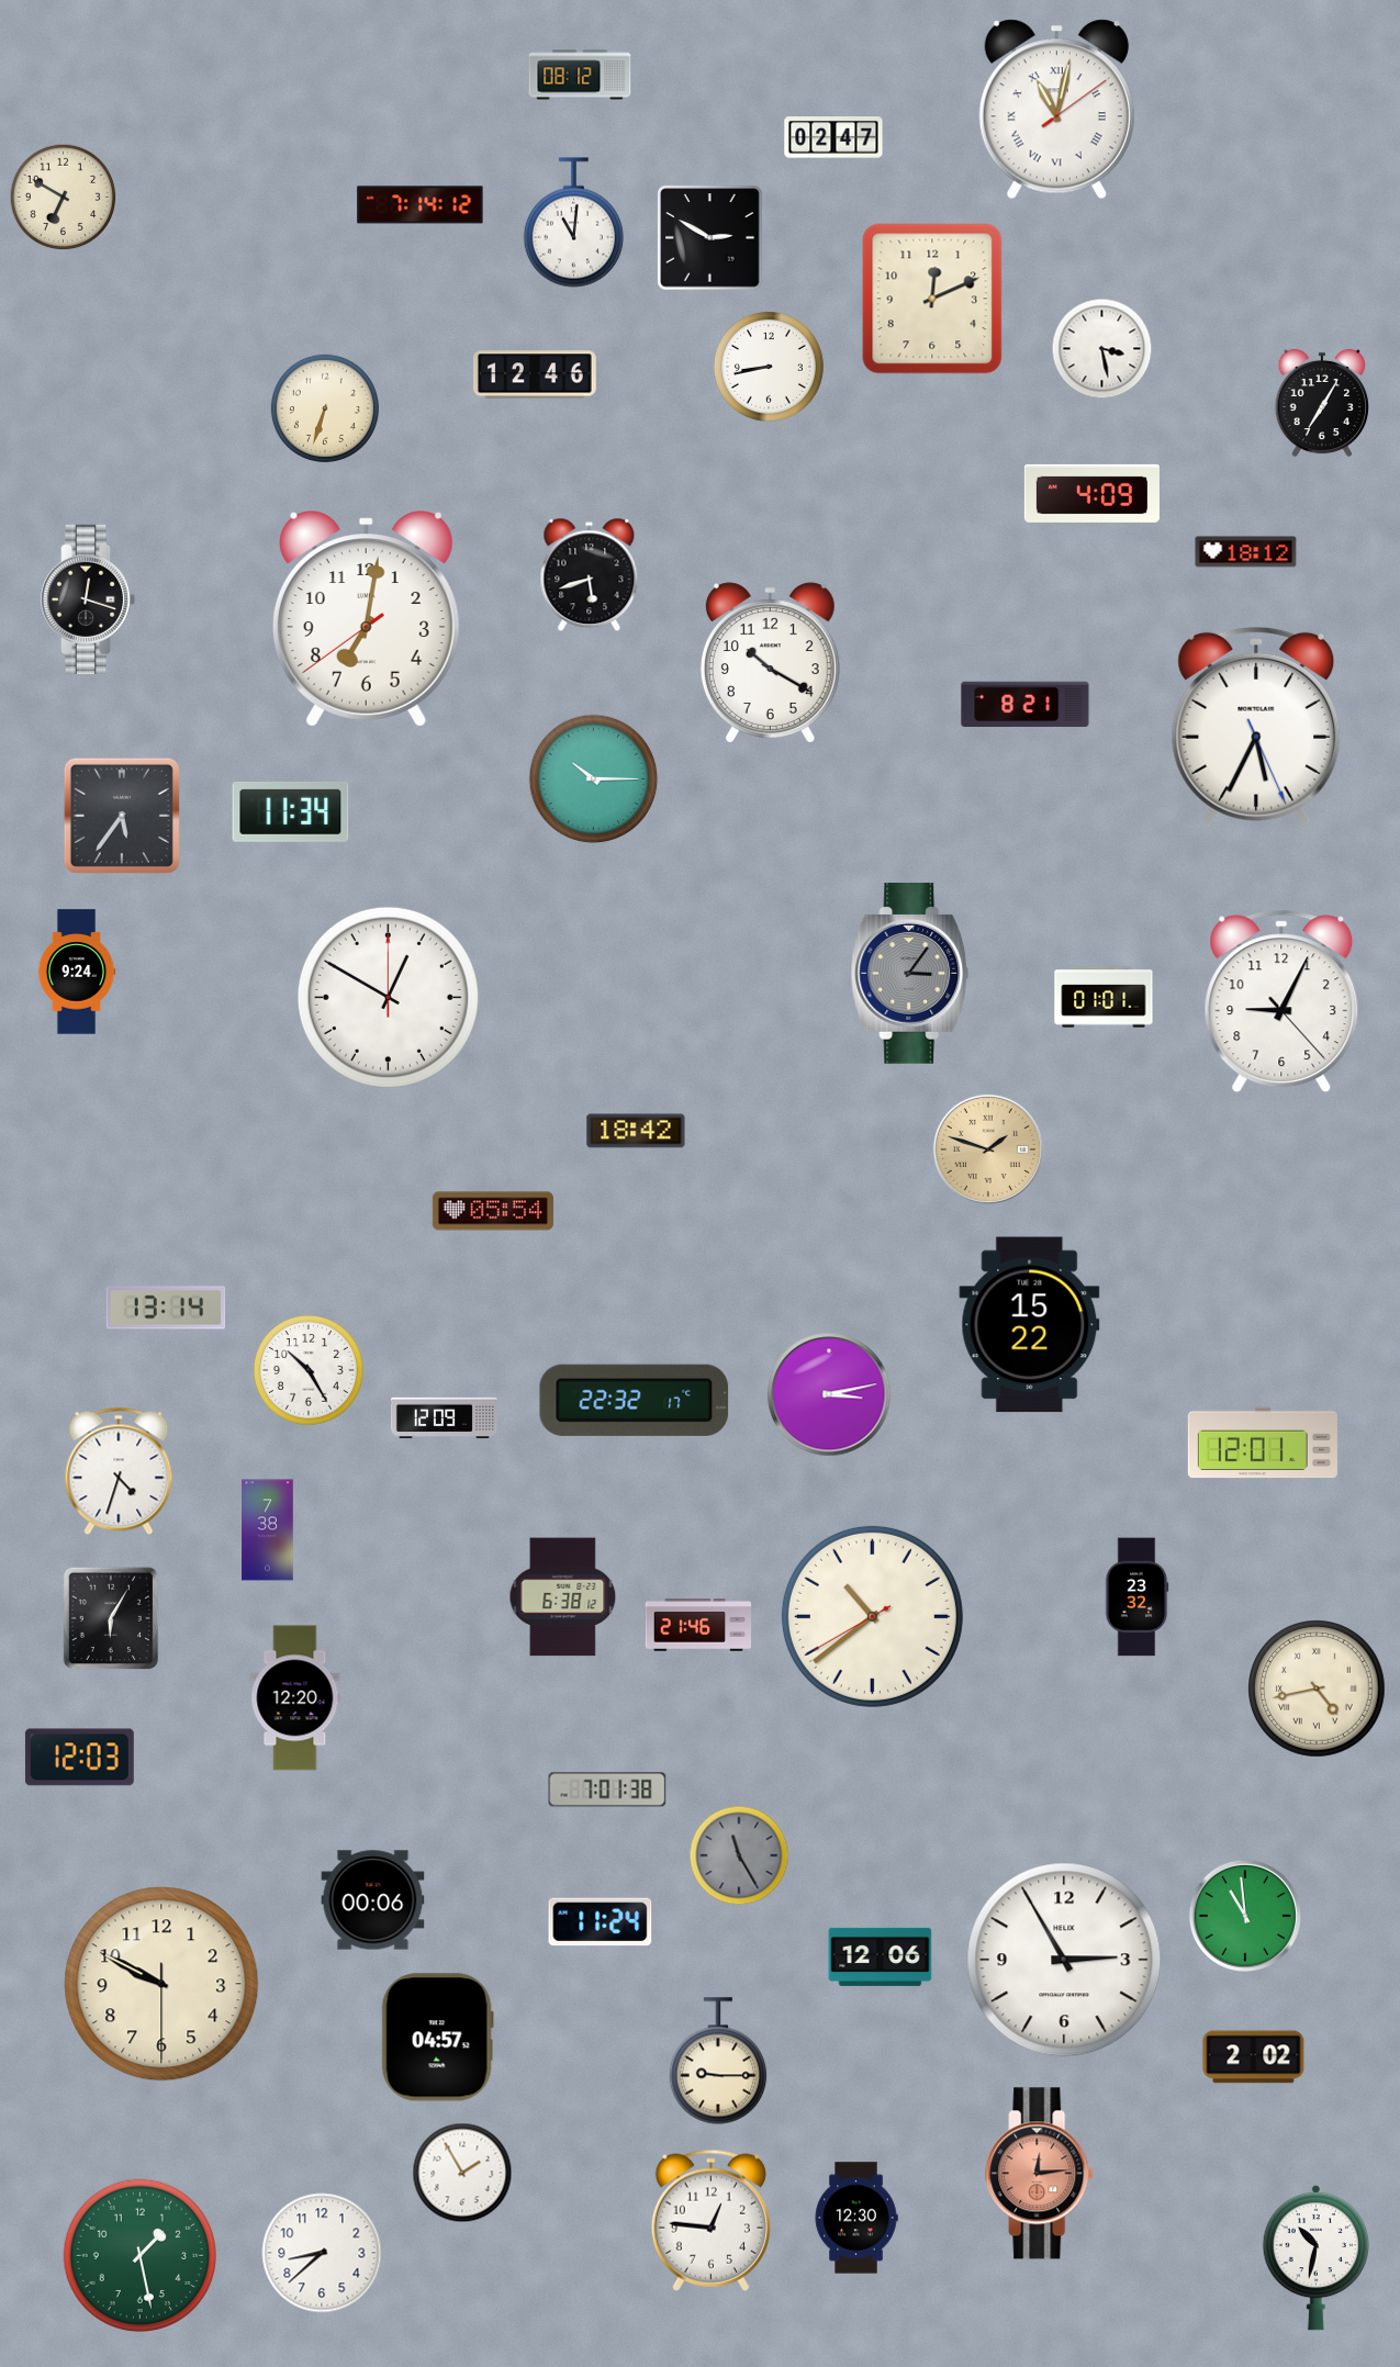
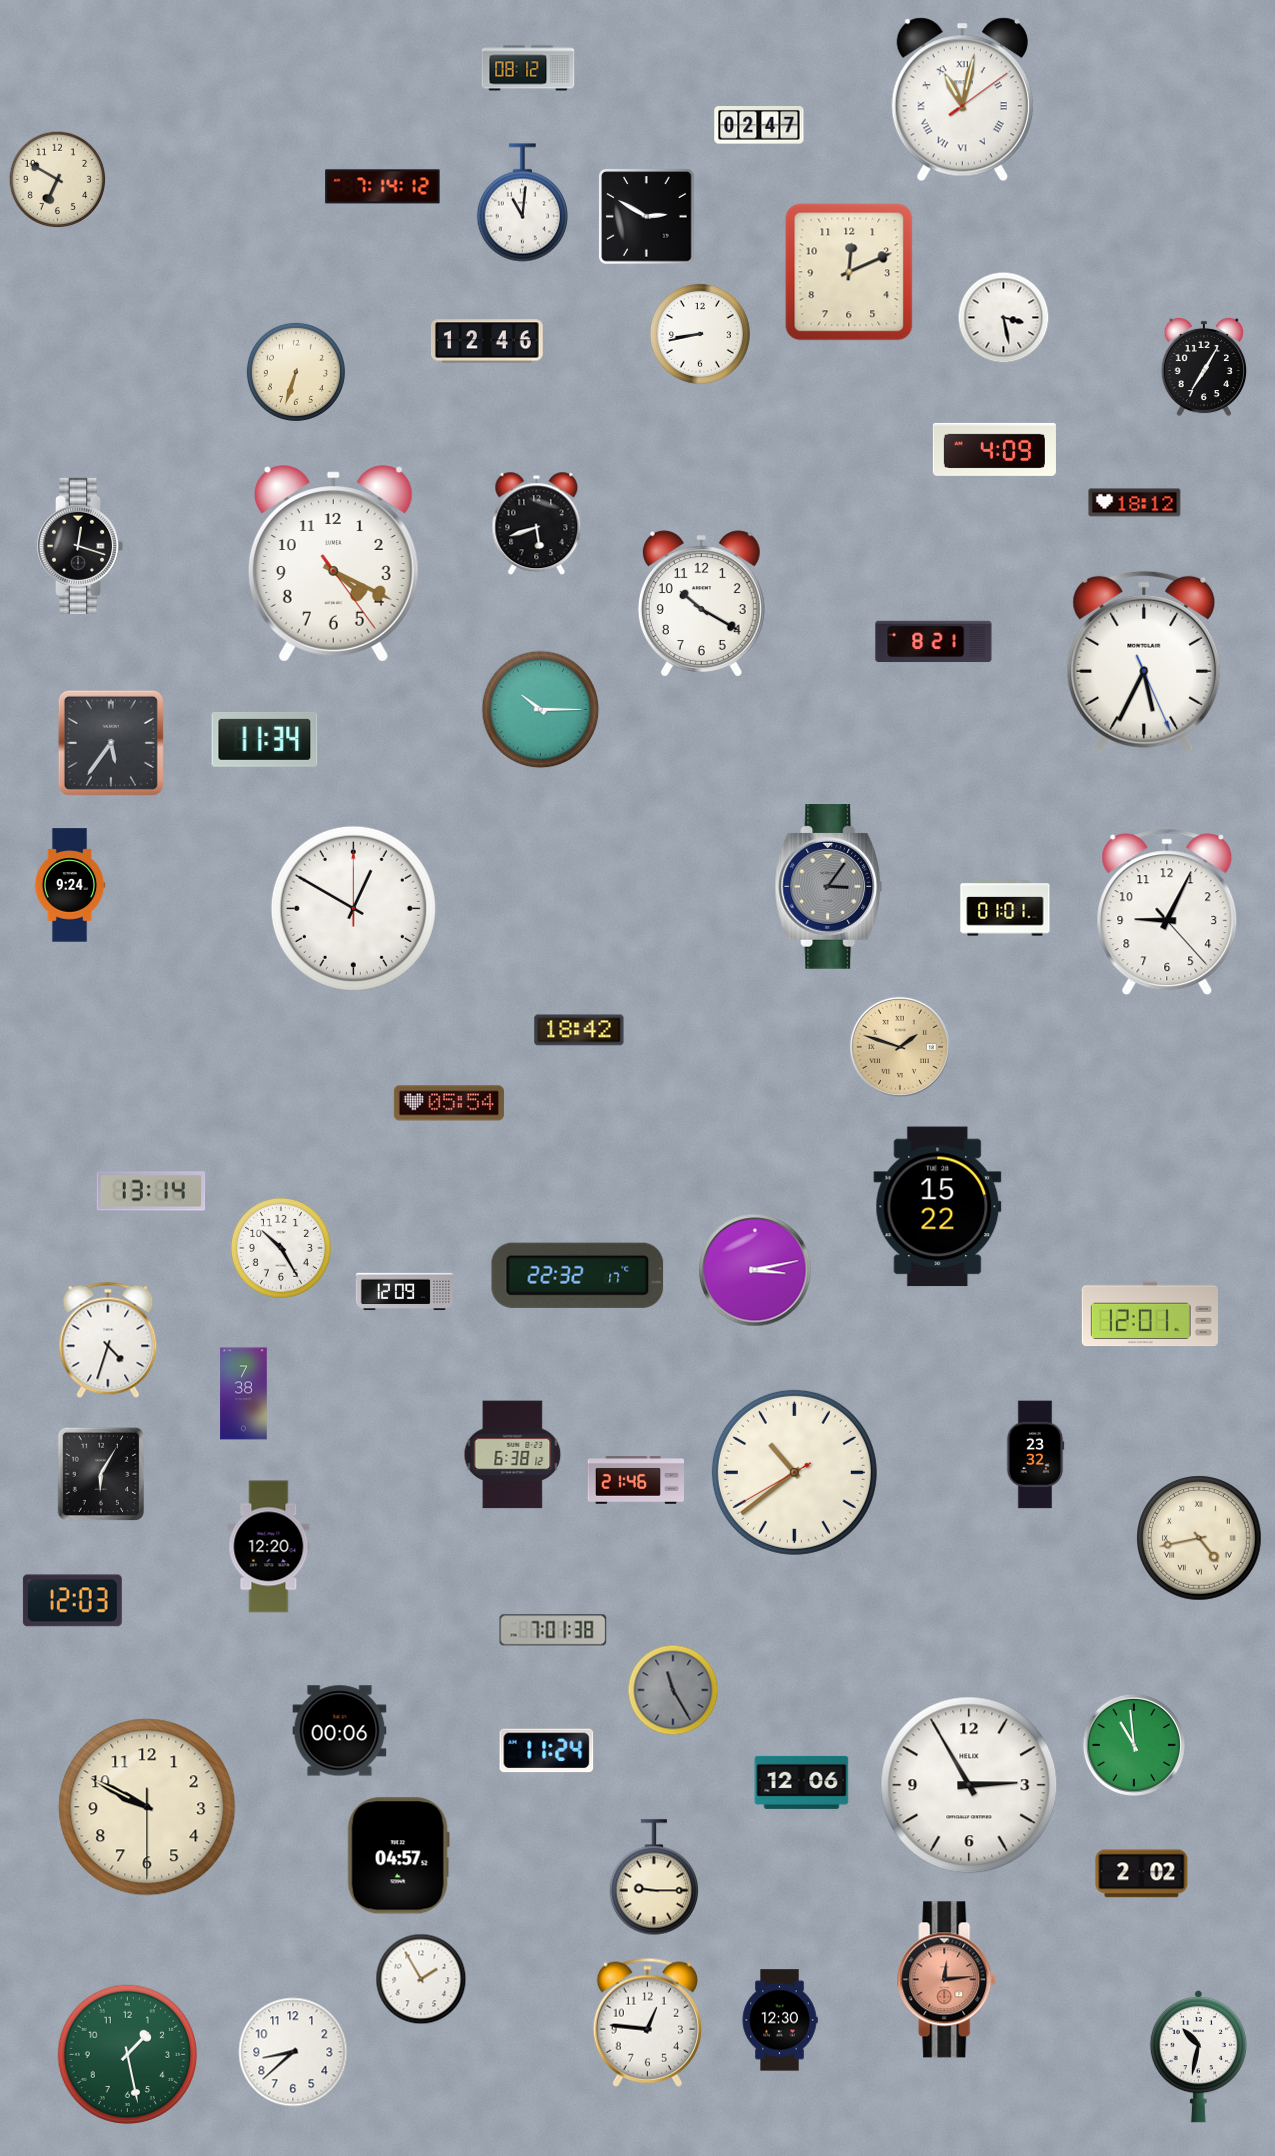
clock at (366, 619): 7:01 -> 4:19
